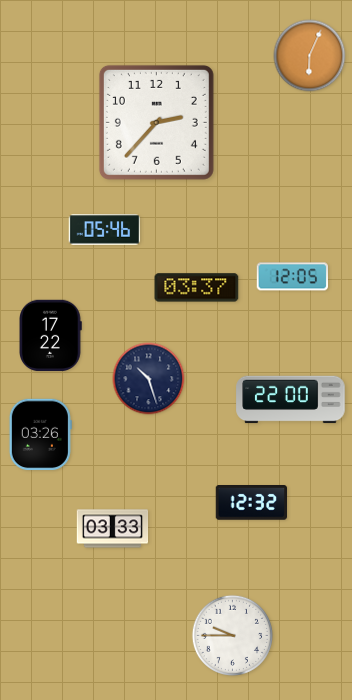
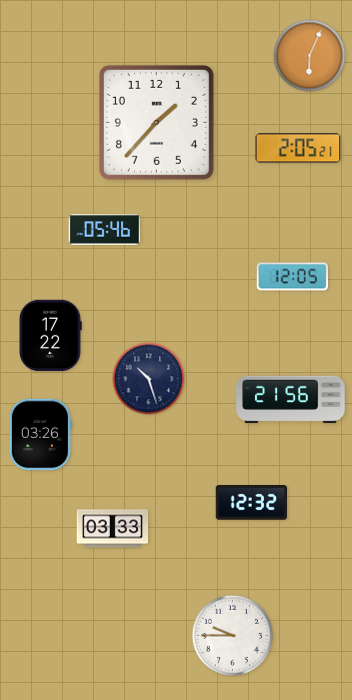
clock at (156, 122): 2:37 -> 1:37
clock at (298, 148): none -> 2:05
clock at (197, 288): 03:37 -> none
clock at (291, 400): 22:00 -> 21:56
